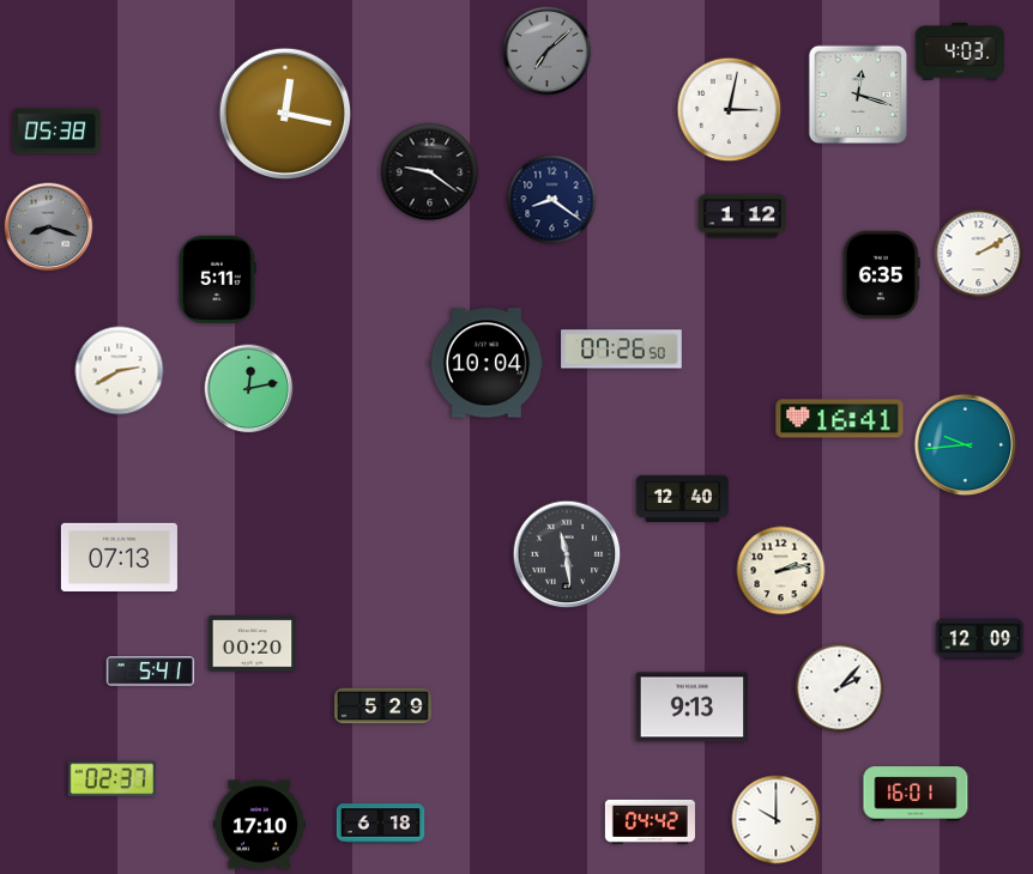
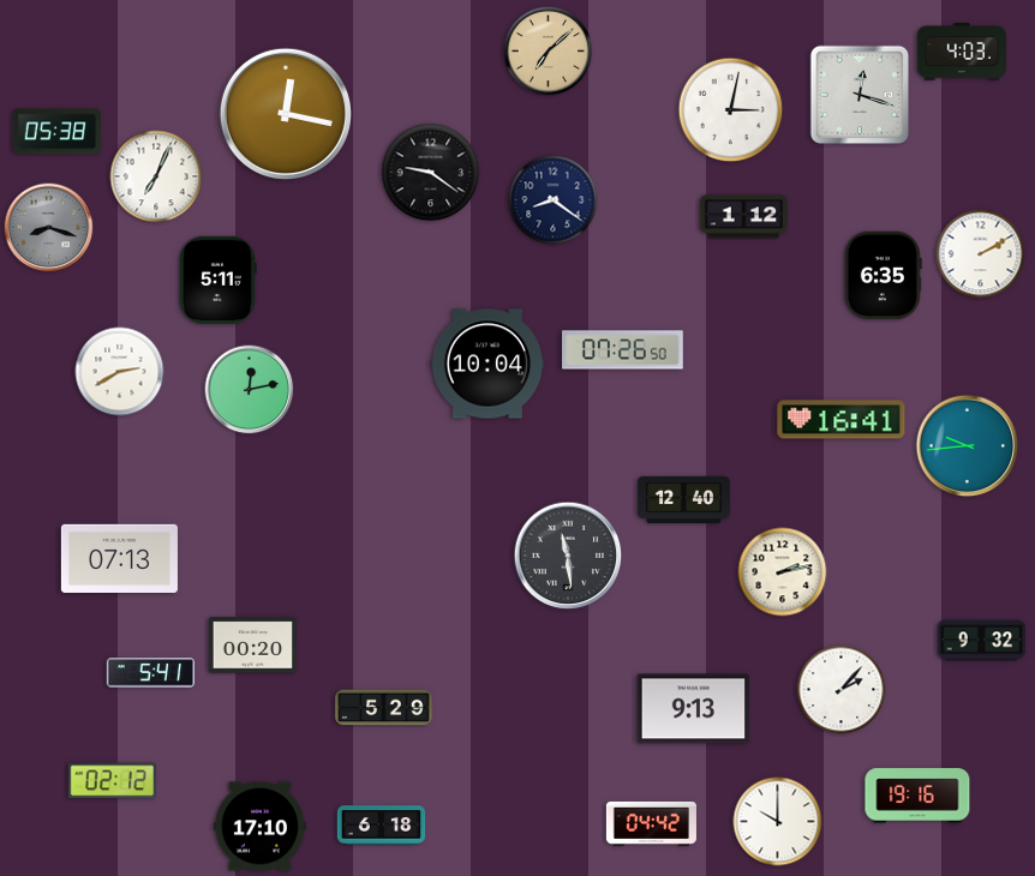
clock at (548, 51) dial: grey -> champagne
clock at (156, 176): none -> 7:04
clock at (980, 639): 12:09 -> 9:32
clock at (111, 779): 02:37 -> 02:12
clock at (916, 794): 16:01 -> 19:16
